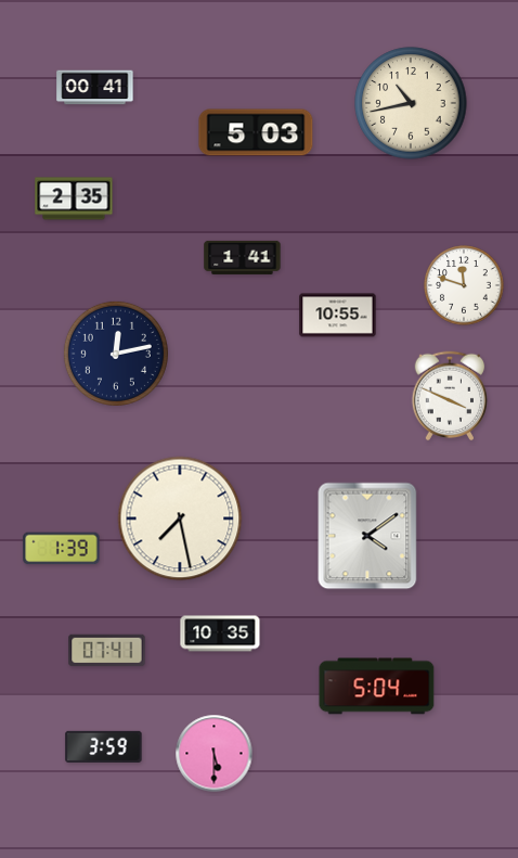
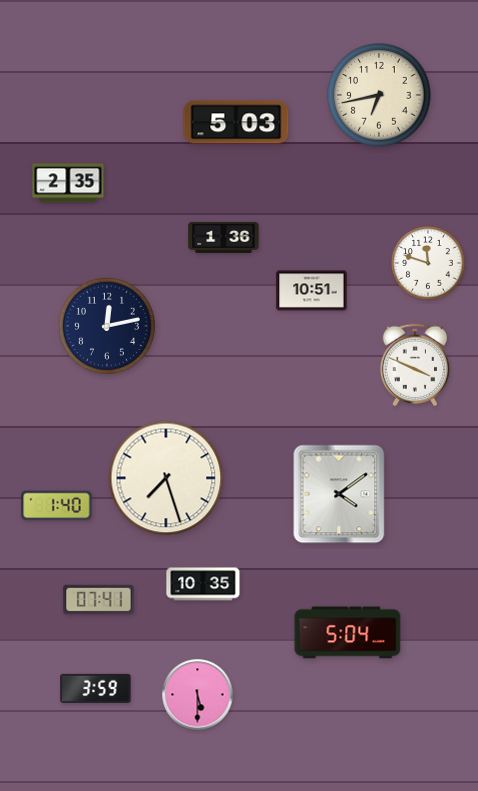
clock at (95, 88): 00:41 -> none
clock at (411, 103): 10:43 -> 6:43
clock at (243, 257): 1:41 -> 1:36
clock at (338, 316): 10:55 -> 10:51
clock at (180, 518): 7:28 -> 7:27
clock at (62, 549): 1:39 -> 1:40
